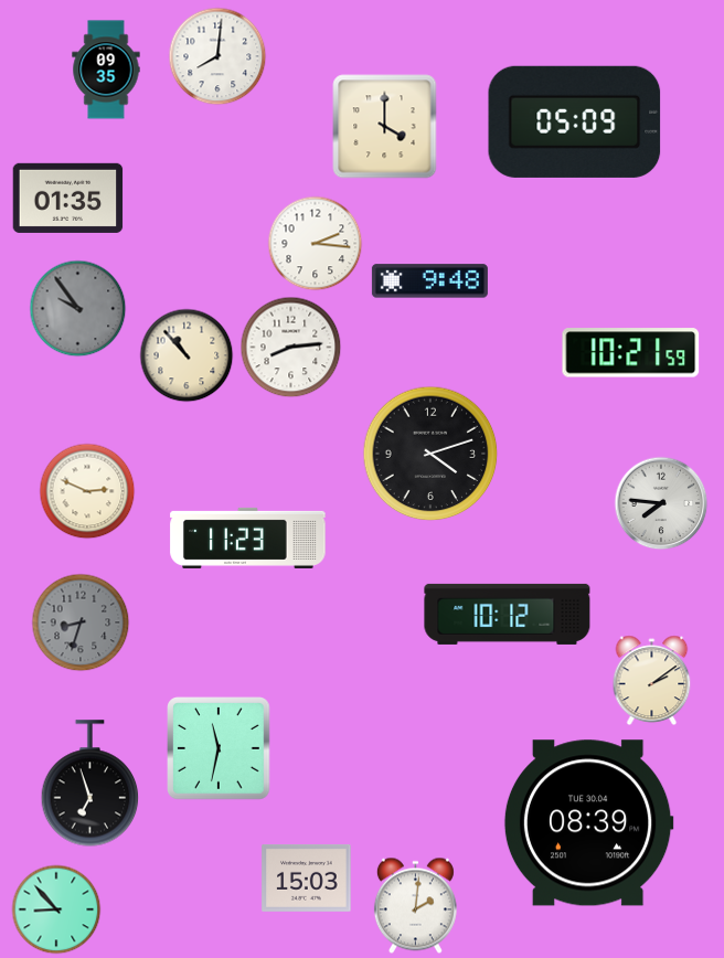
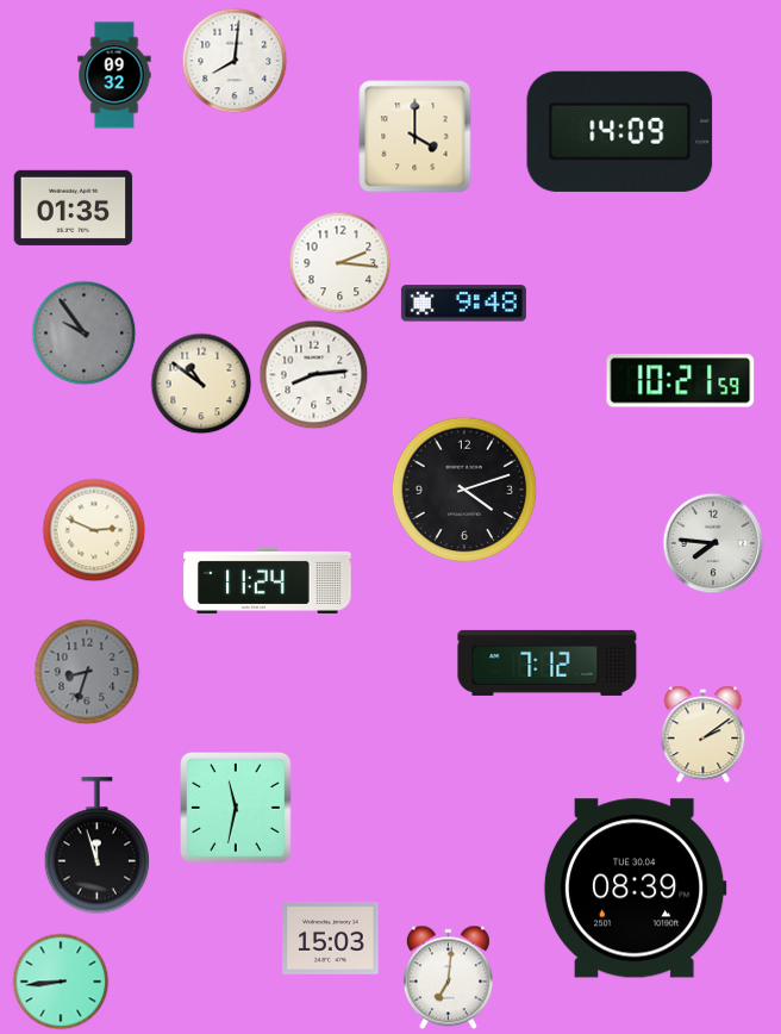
clock at (106, 70): 09:35 -> 09:32
clock at (575, 121): 05:09 -> 14:09
clock at (68, 198) position: (68, 198) -> (74, 207)
clock at (187, 355): 10:53 -> 10:51
clock at (248, 537): 11:23 -> 11:24
clock at (508, 614): 10:12 -> 7:12
clock at (91, 784): 6:57 -> 11:57
clock at (307, 877) position: (307, 877) -> (331, 938)
clock at (415, 906): 2:01 -> 7:01
clock at (56, 909): 8:53 -> 8:44
